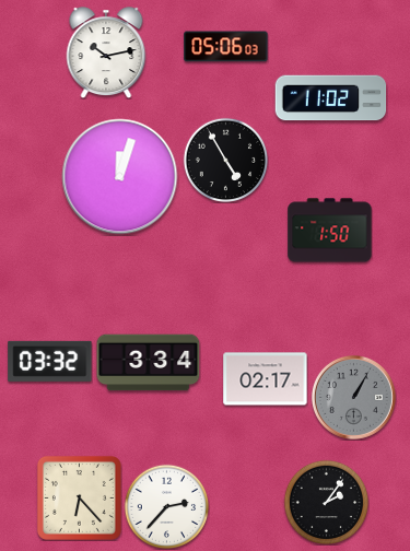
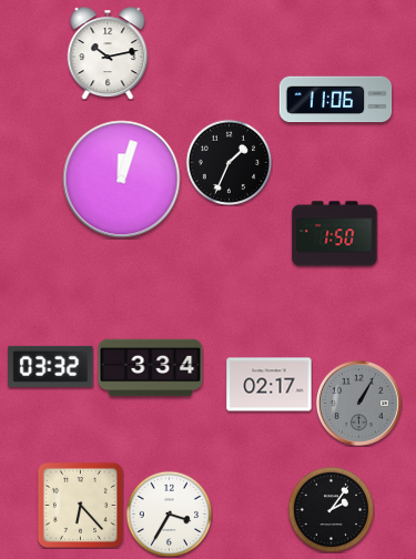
clock at (226, 47): 05:06 -> none
clock at (331, 98): 11:02 -> 11:06
clock at (225, 160): 4:55 -> 1:34
clock at (166, 506): 2:37 -> 3:35
